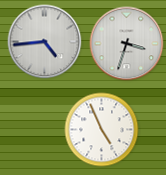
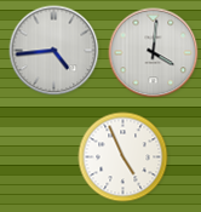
clock at (127, 44): 3:33 -> 4:01
